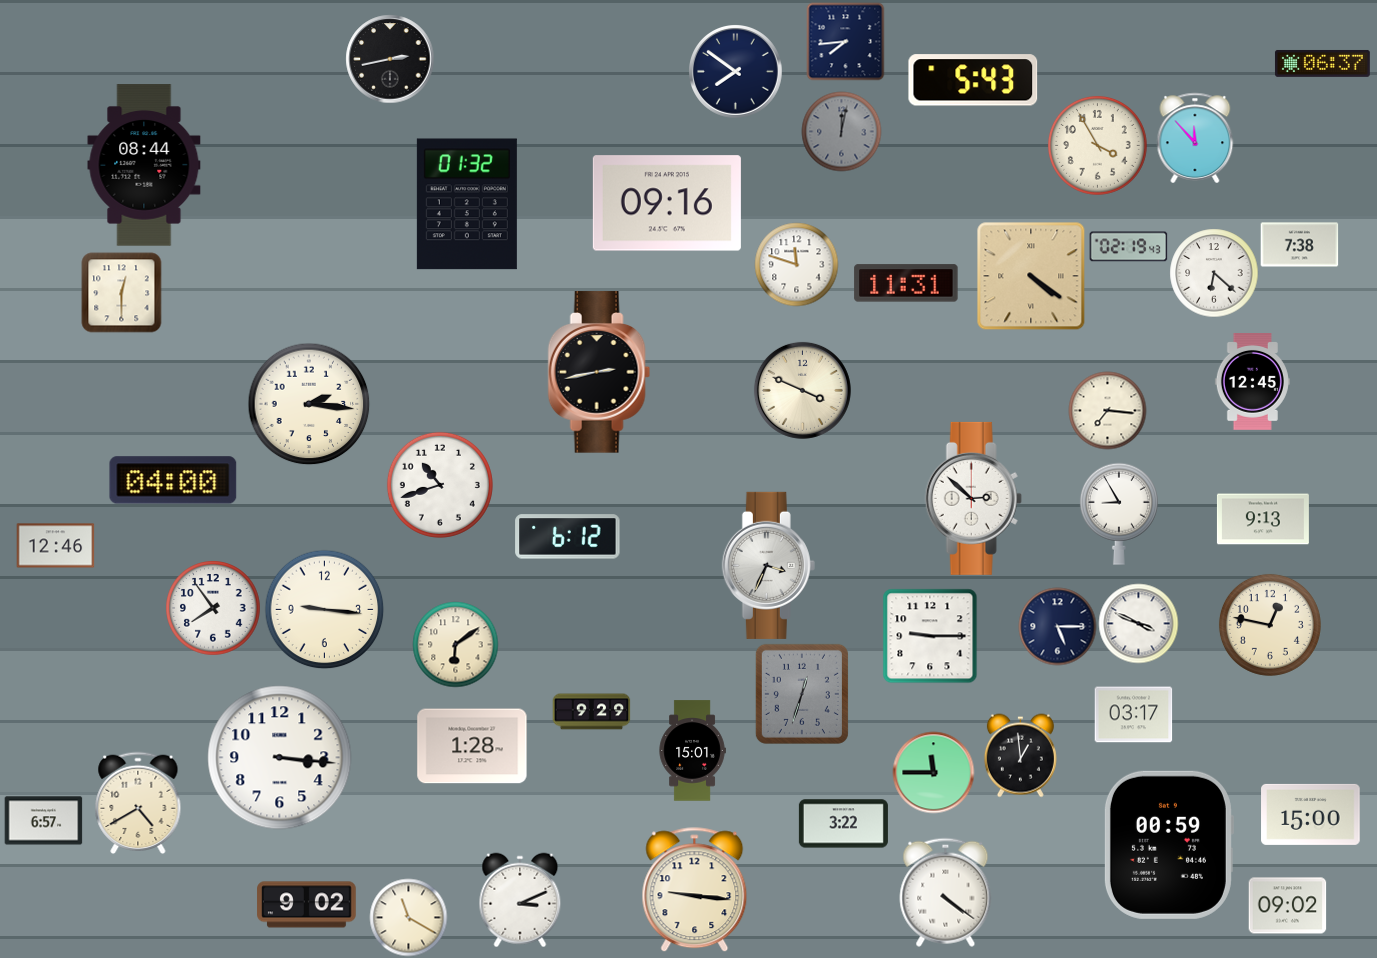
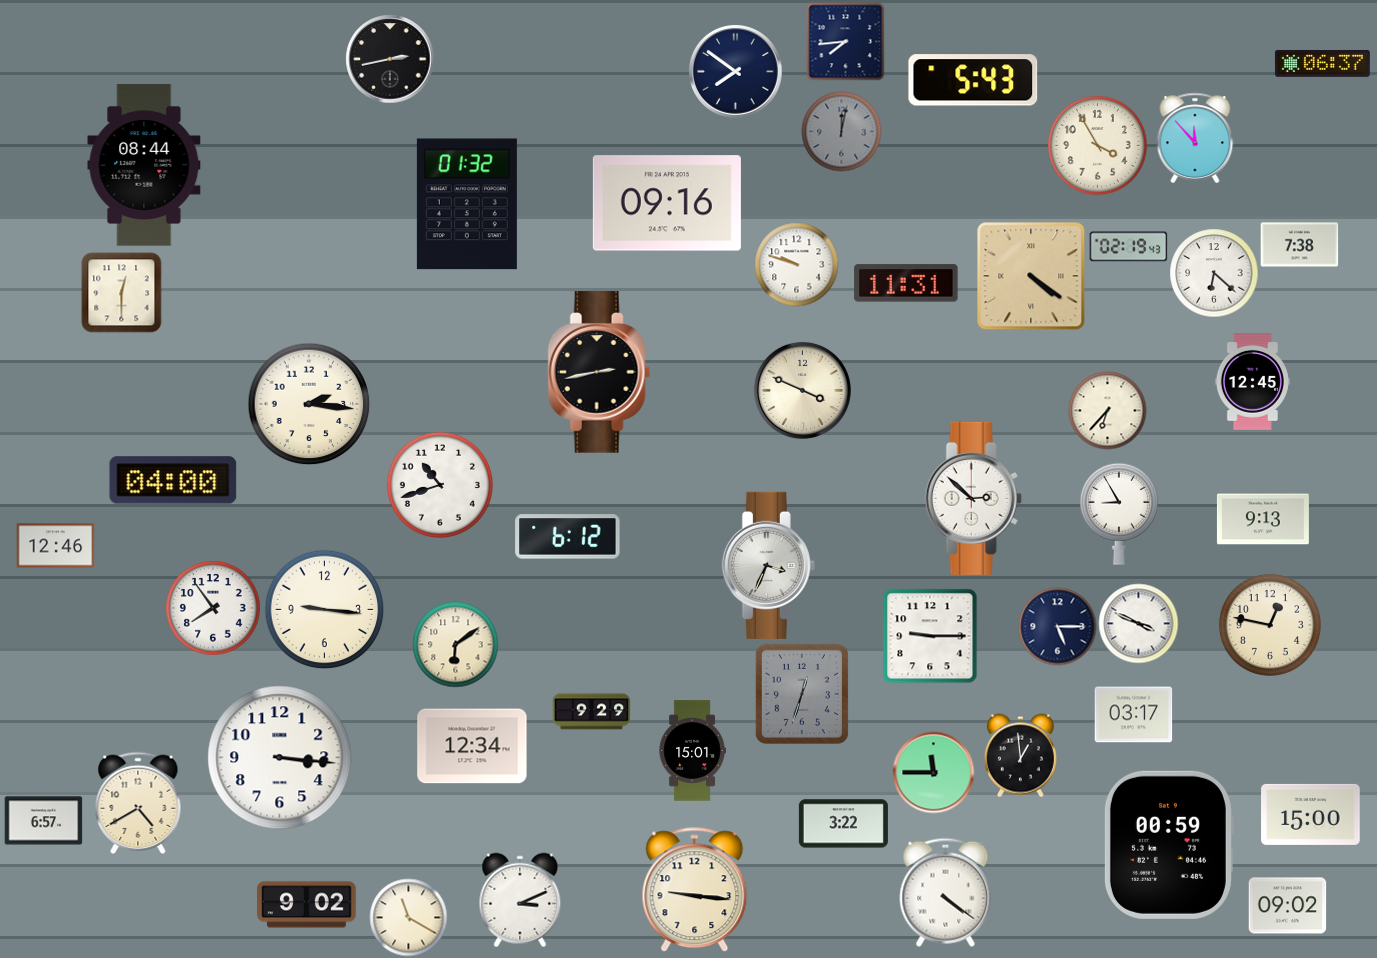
clock at (796, 264): 11:48 -> 9:48
clock at (1107, 410): 7:16 -> 6:37
clock at (472, 746): 1:28 -> 12:34
